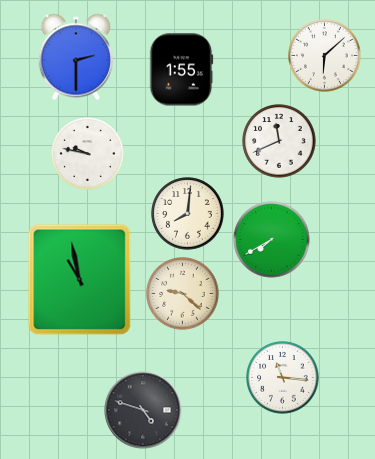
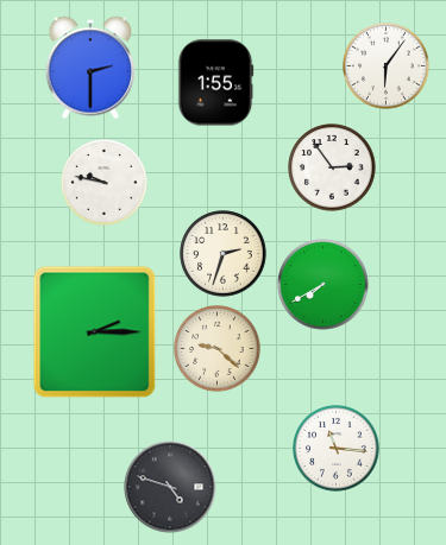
clock at (325, 56): 6:08 -> 6:06
clock at (279, 141): 11:41 -> 2:54
clock at (188, 214): 8:01 -> 2:33
clock at (80, 280): 10:58 -> 2:15
